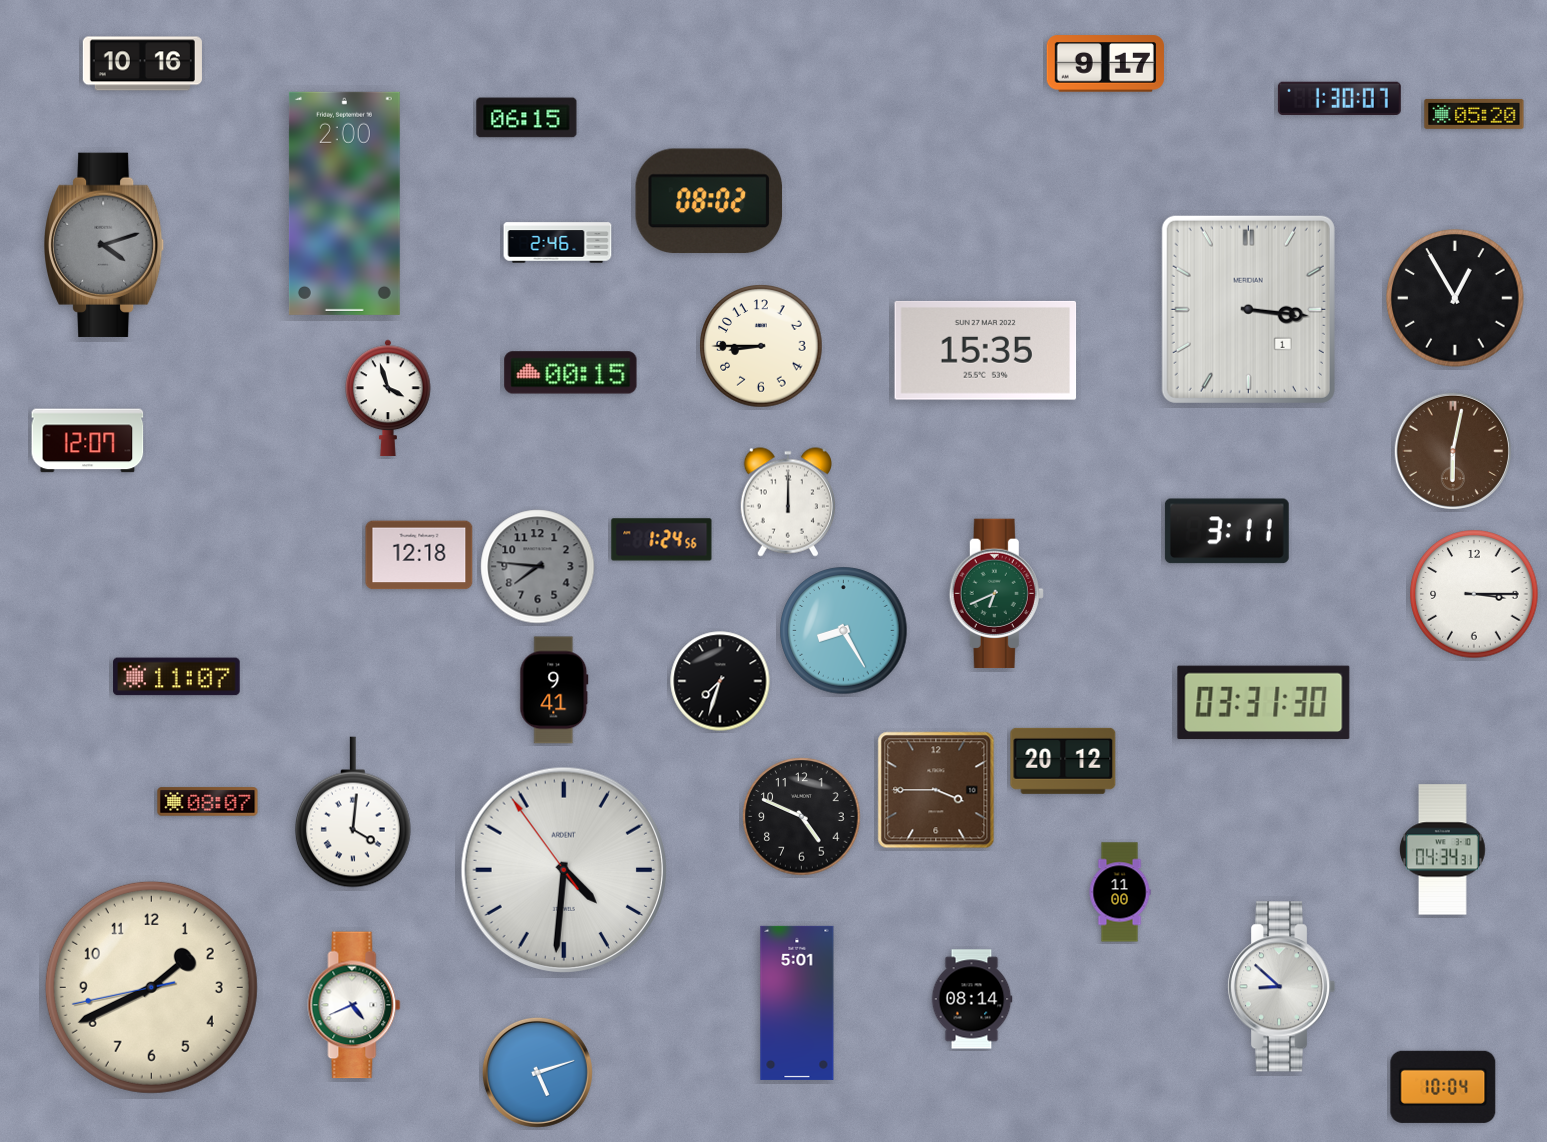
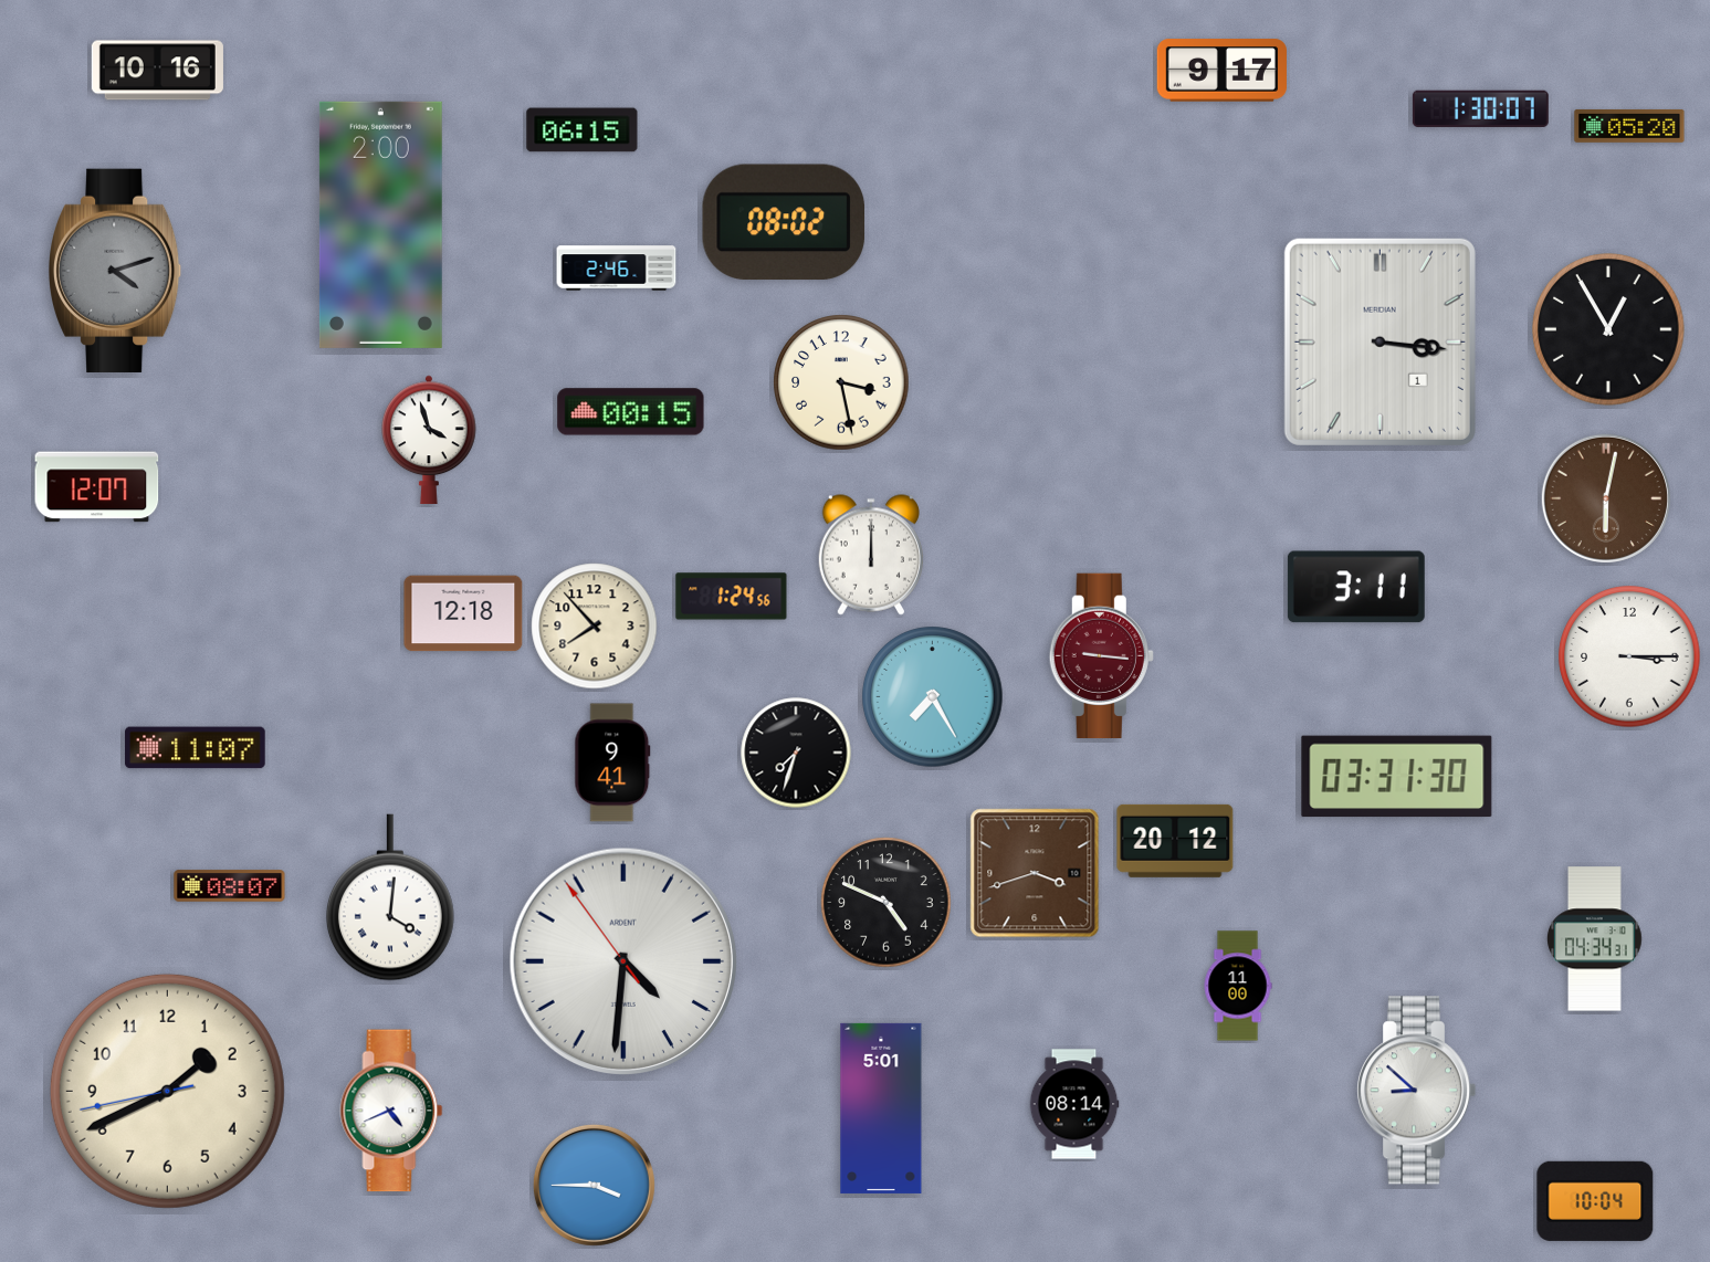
clock at (761, 346): 8:45 -> 3:28
clock at (986, 350): 15:35 -> none
clock at (538, 567): 7:46 -> 7:53
clock at (538, 567) dial: grey -> cream
clock at (996, 594): 6:41 -> 9:16
clock at (996, 594) dial: green -> burgundy
clock at (844, 631): 8:25 -> 7:25
clock at (936, 790): 3:45 -> 3:42
clock at (537, 1072): 5:12 -> 3:45
